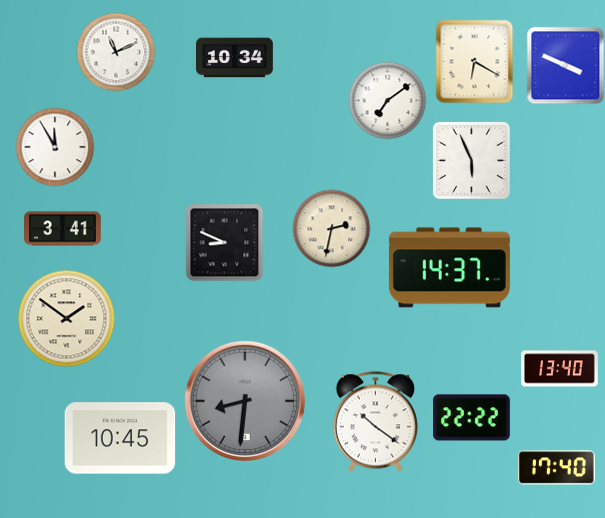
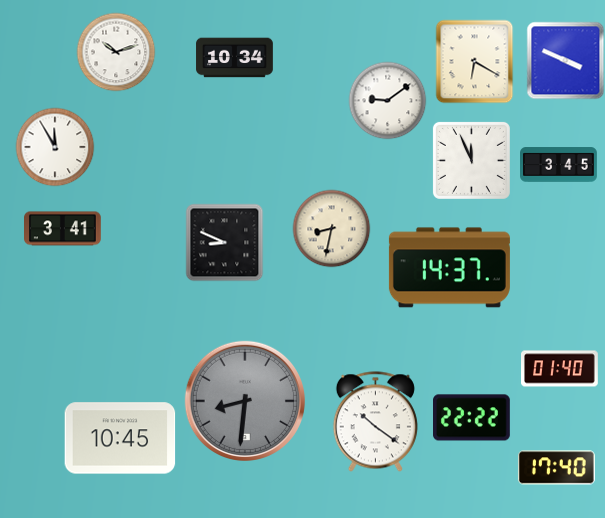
clock at (116, 52): 11:11 -> 10:12
clock at (565, 65) position: (565, 65) -> (565, 60)
clock at (387, 100): 7:09 -> 9:09
clock at (471, 160): 5:56 -> 11:56
clock at (559, 165): none -> 3:45
clock at (331, 228): 2:32 -> 8:32
clock at (66, 318): 1:51 -> none
clock at (560, 369): 13:40 -> 01:40
